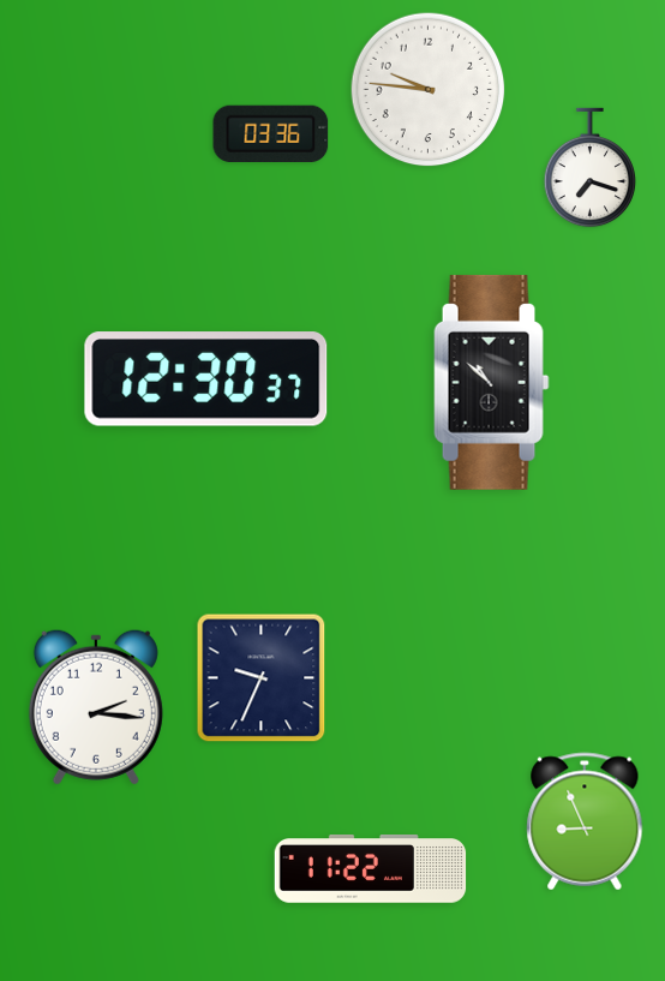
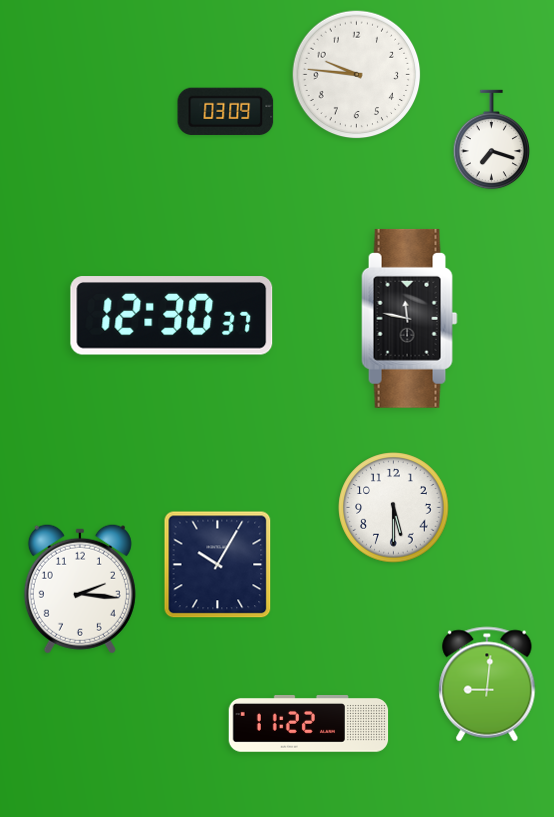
clock at (271, 133): 03:36 -> 03:09
clock at (492, 382): 10:52 -> 11:47
clock at (394, 508): none -> 5:30
clock at (262, 678): 9:34 -> 10:05
clock at (585, 821): 8:56 -> 9:01
